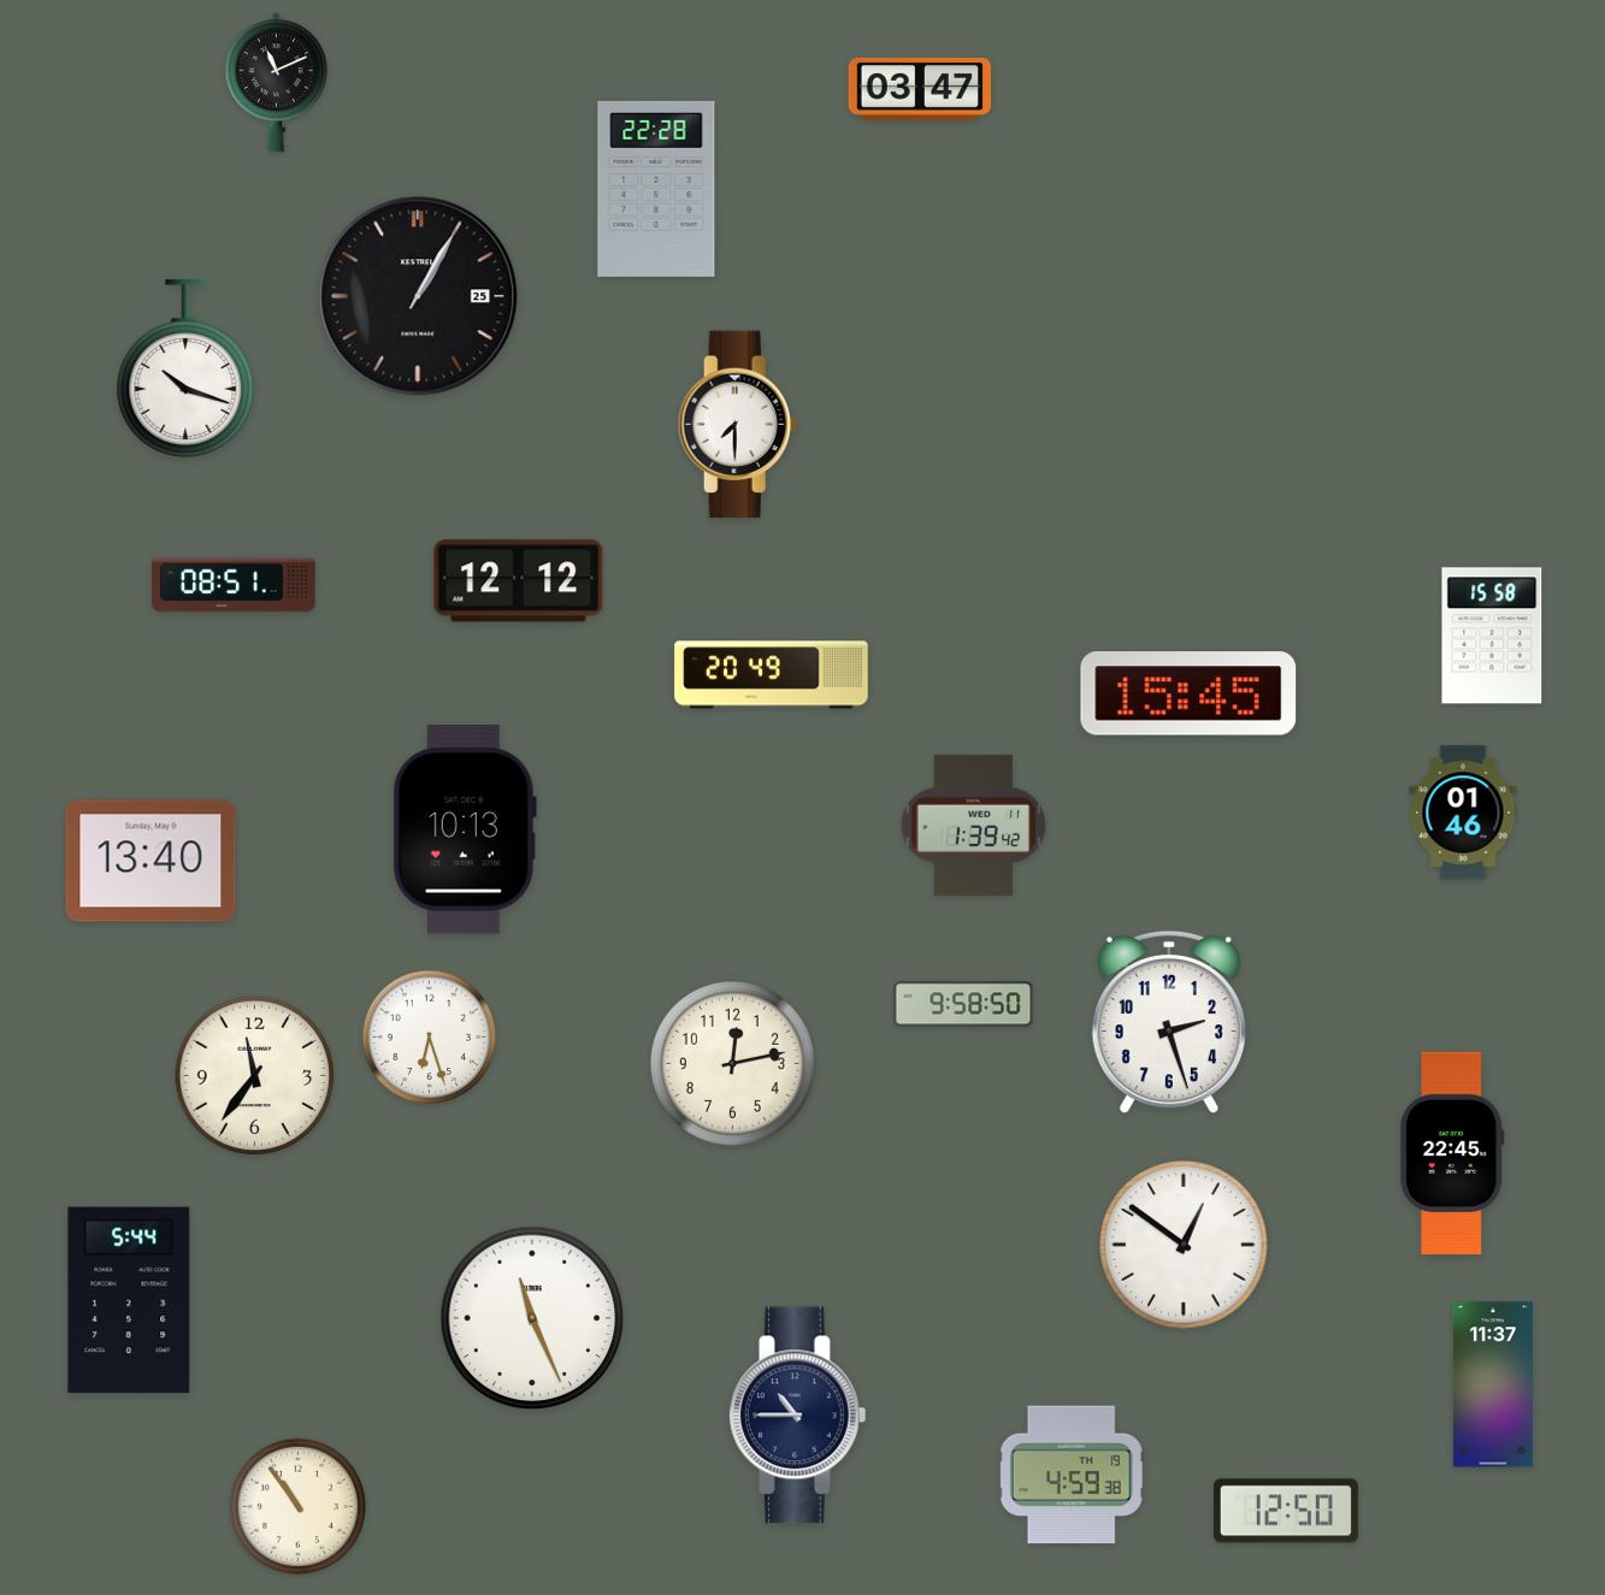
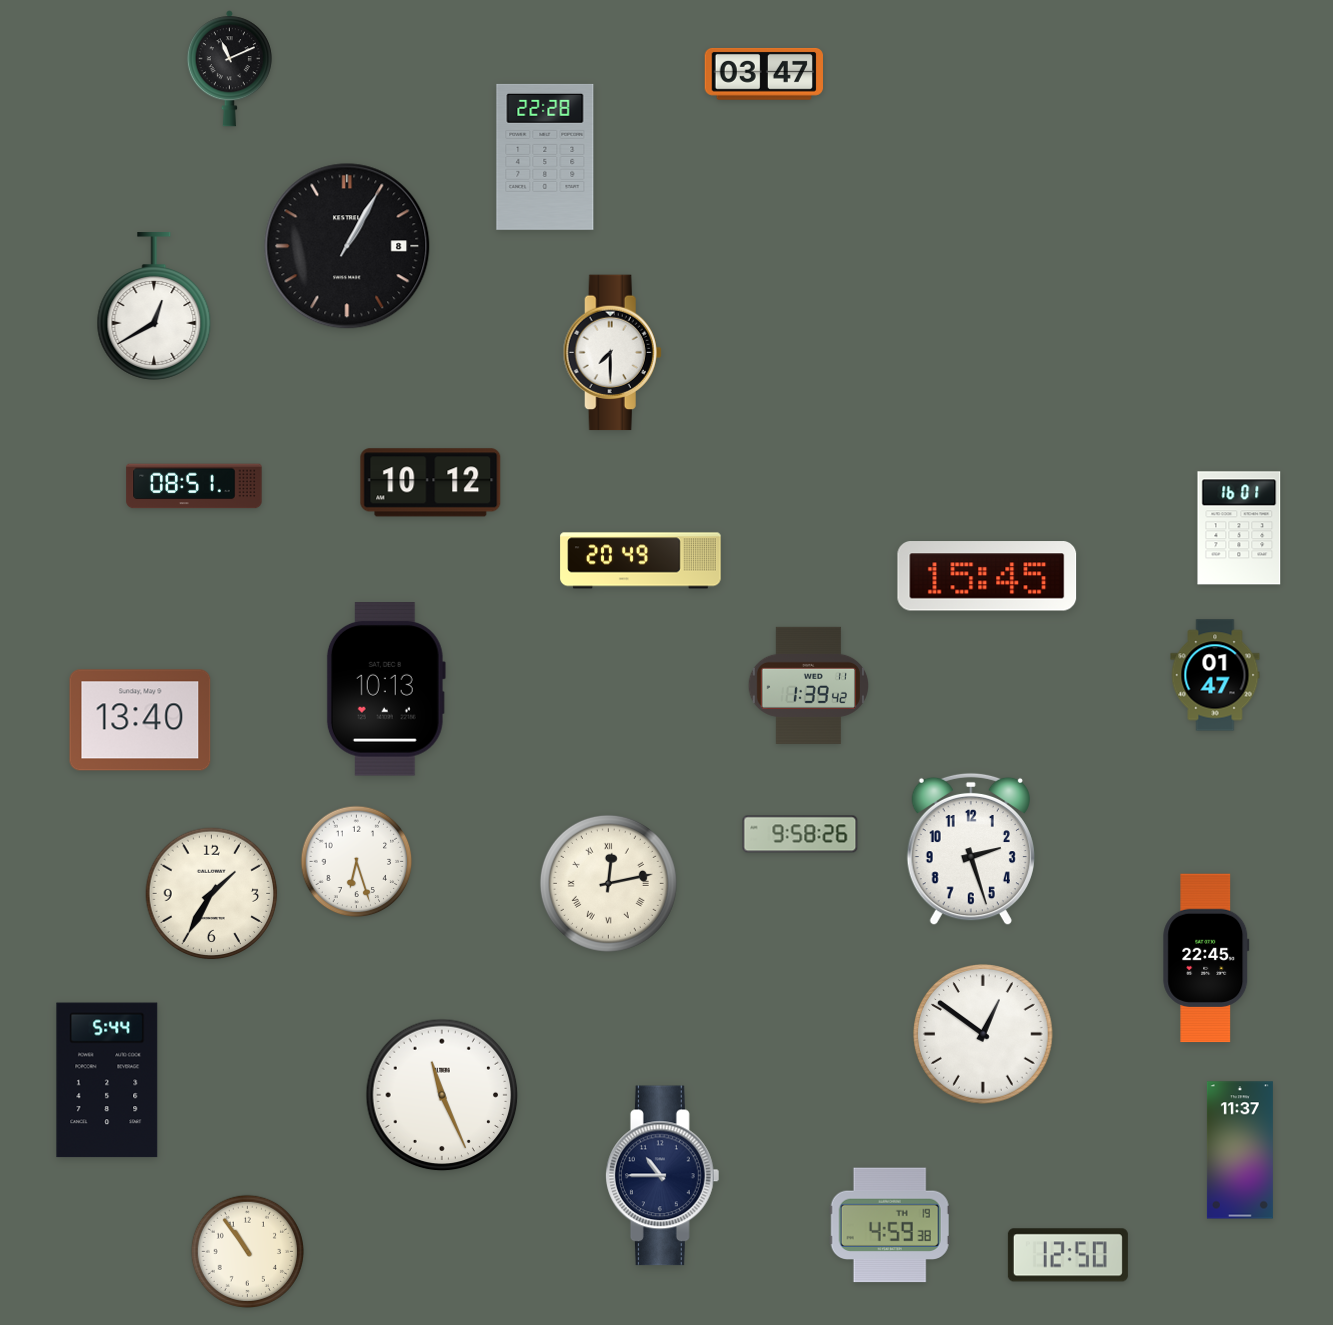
clock at (418, 296) date: 25 -> 8
clock at (185, 368): 10:18 -> 12:40
clock at (519, 581): 12:12 -> 10:12
clock at (1492, 636): 15:58 -> 16:01
clock at (1463, 813): 01:46 -> 01:47
clock at (151, 861) position: (151, 861) -> (140, 720)
clock at (963, 1004): 9:58:50 -> 9:58:26
clock at (732, 1063) numerals: Arabic -> Roman
clock at (255, 1076): 11:36 -> 1:35
